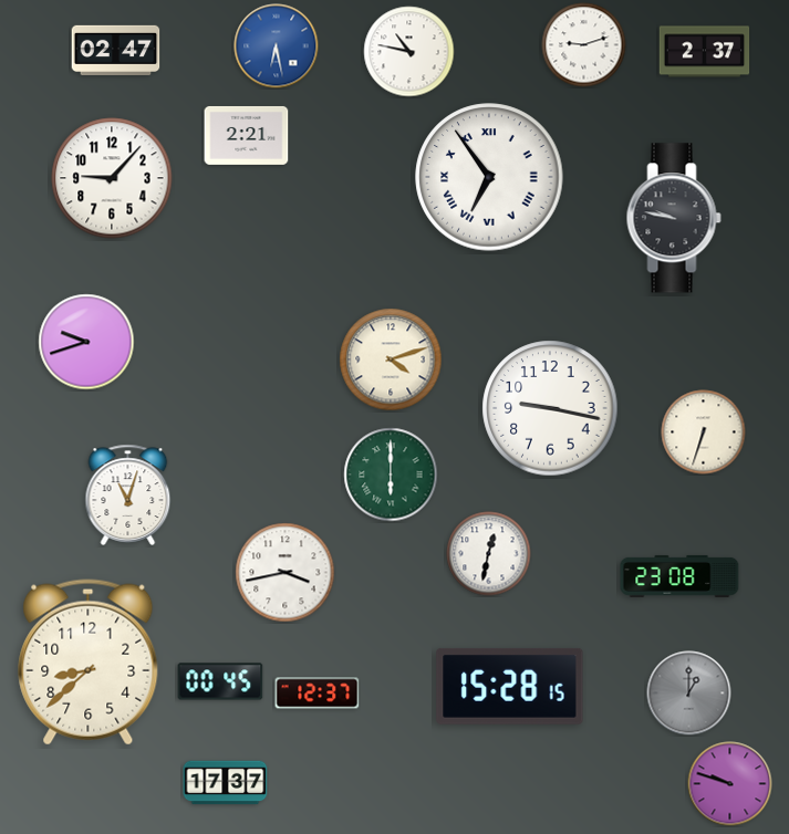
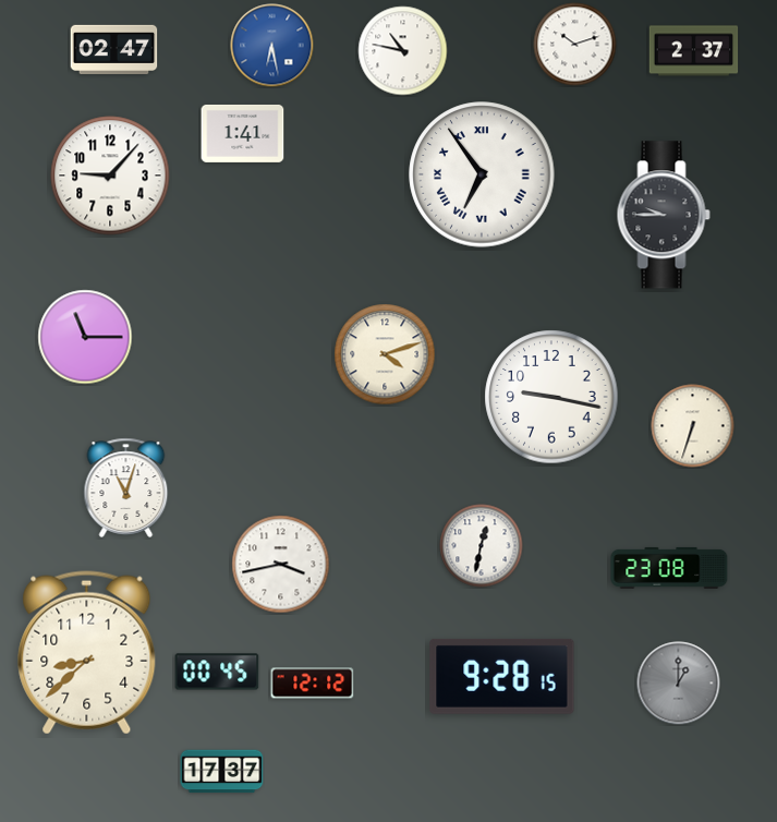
clock at (584, 45): 9:12 -> 10:12
clock at (247, 135): 2:21 -> 1:41
clock at (674, 218): 9:47 -> 9:45
clock at (86, 342): 9:42 -> 11:15
clock at (550, 408) position: (550, 408) -> (551, 397)
clock at (391, 475): 6:00 -> none
clock at (510, 686): 15:28 -> 9:28
clock at (318, 694): 12:37 -> 12:12
clock at (730, 784): 9:48 -> none
